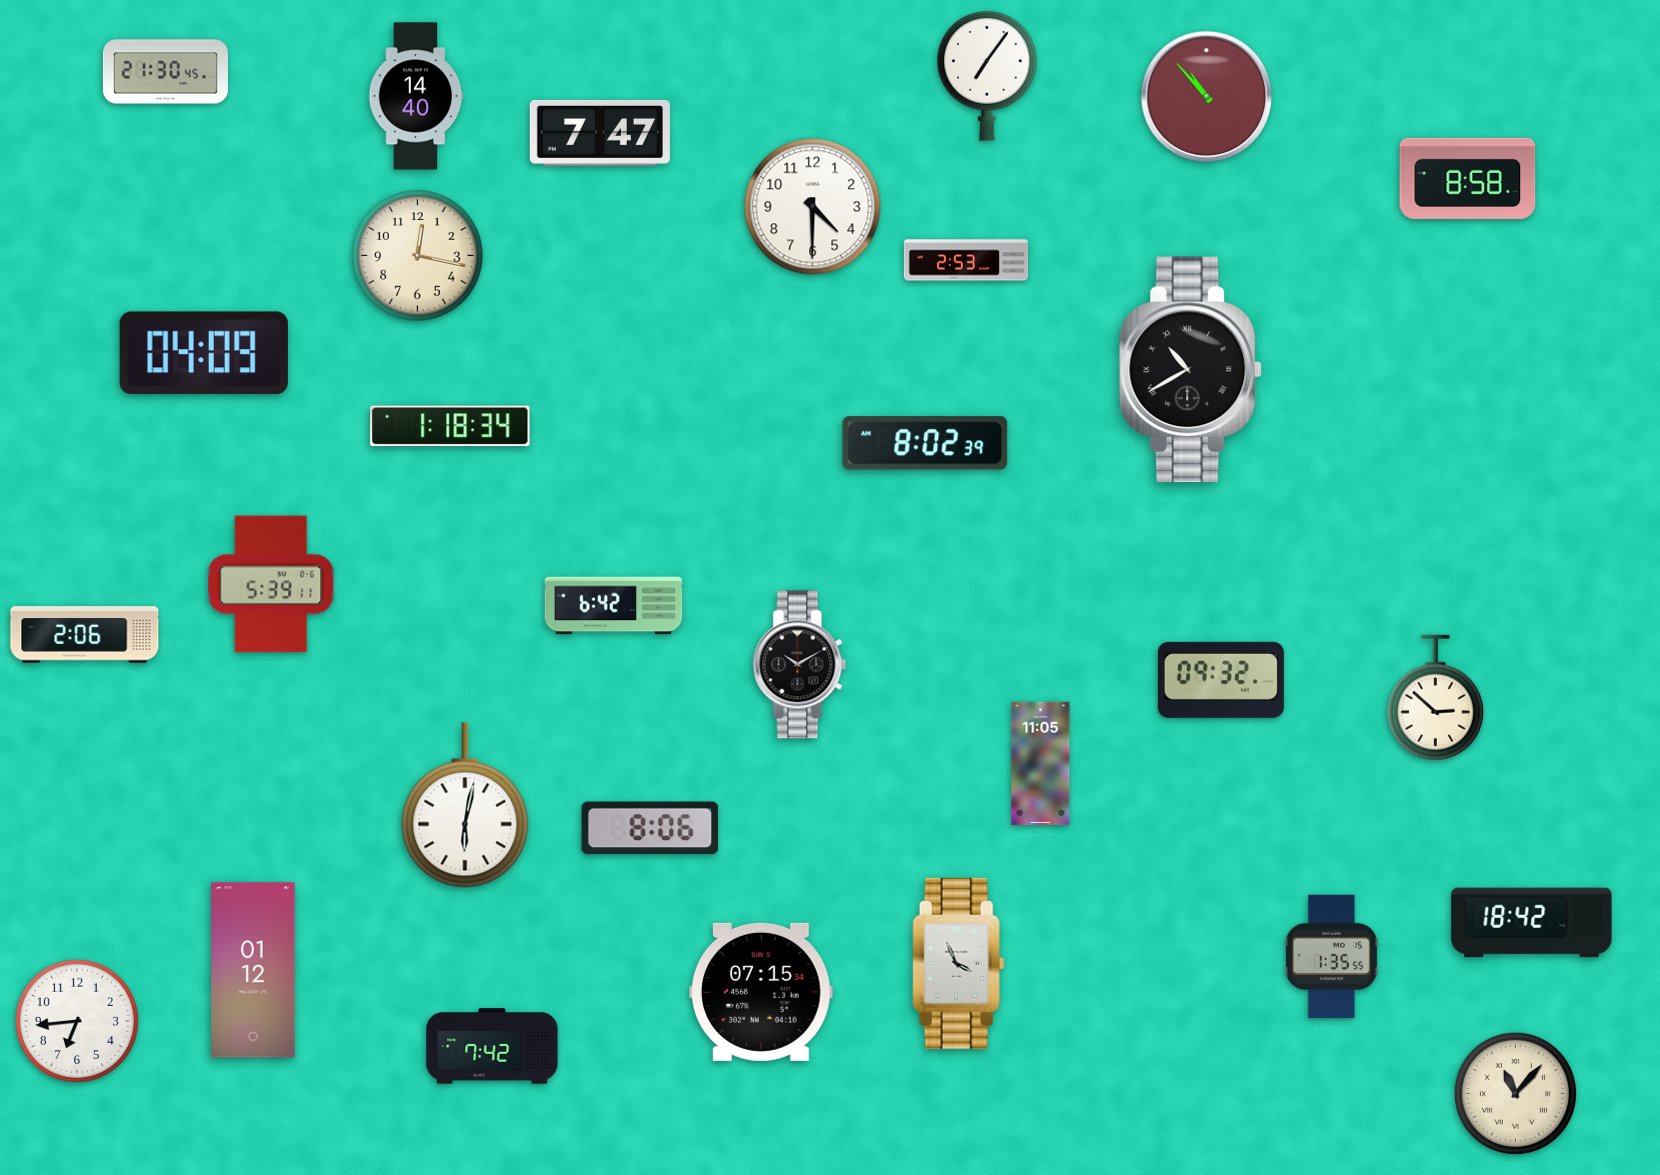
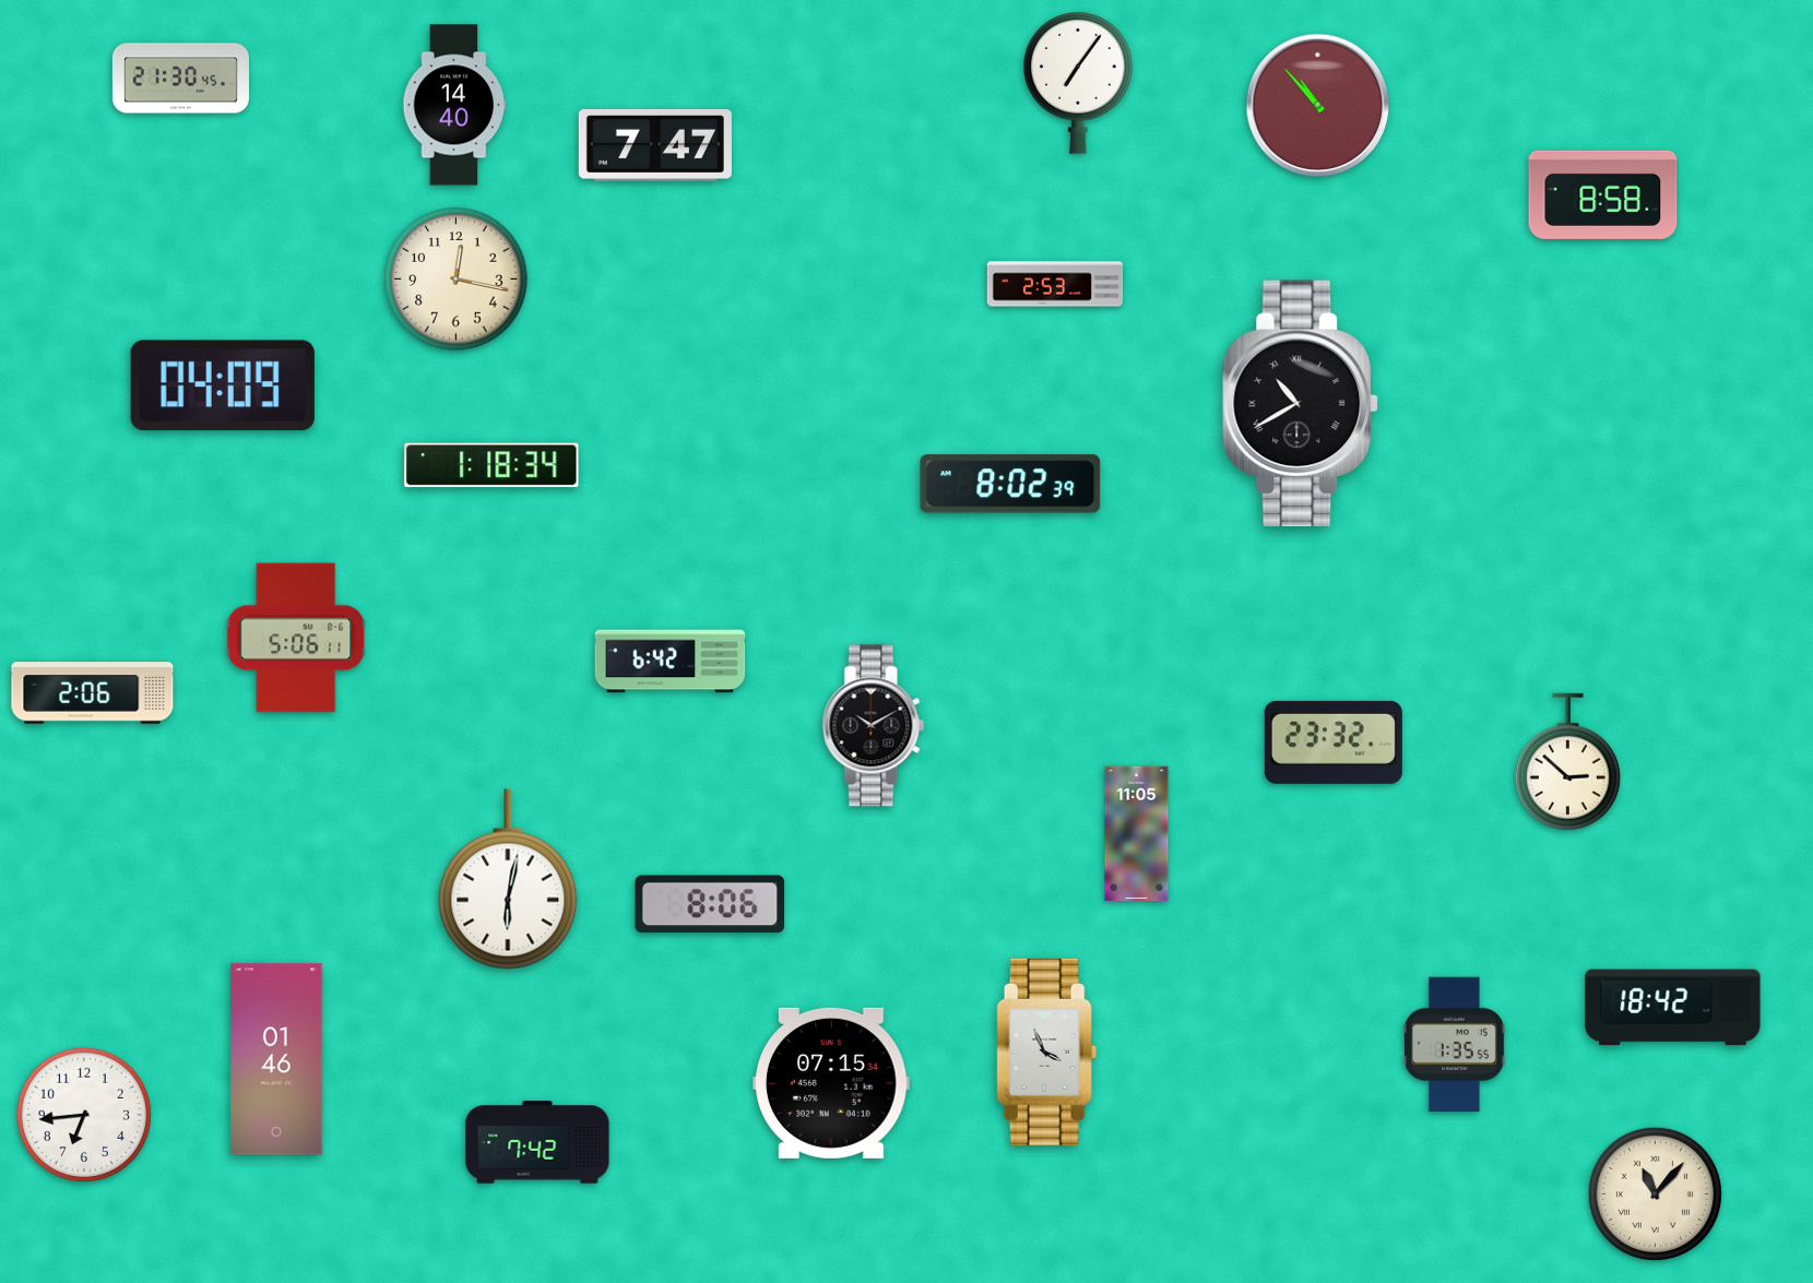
clock at (813, 207): 4:30 -> none
clock at (272, 584): 5:39 -> 5:06
clock at (1221, 680): 09:32 -> 23:32
clock at (253, 970): 01:12 -> 01:46
